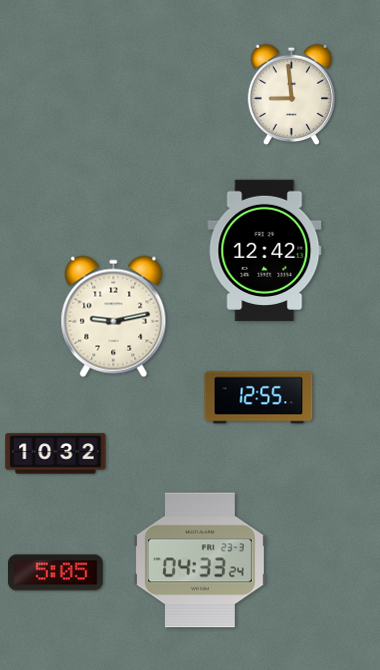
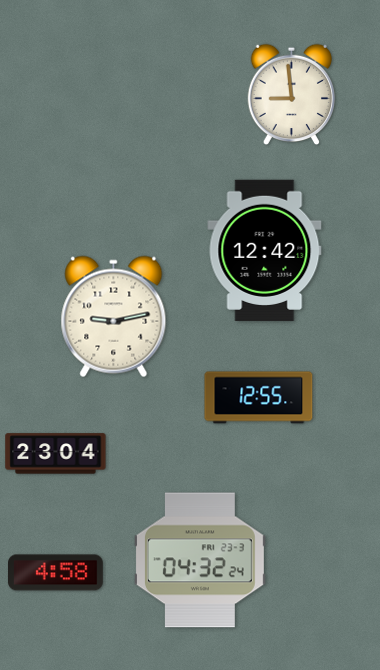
clock at (56, 454): 10:32 -> 23:04
clock at (200, 560): 04:33 -> 04:32
clock at (56, 573): 5:05 -> 4:58
